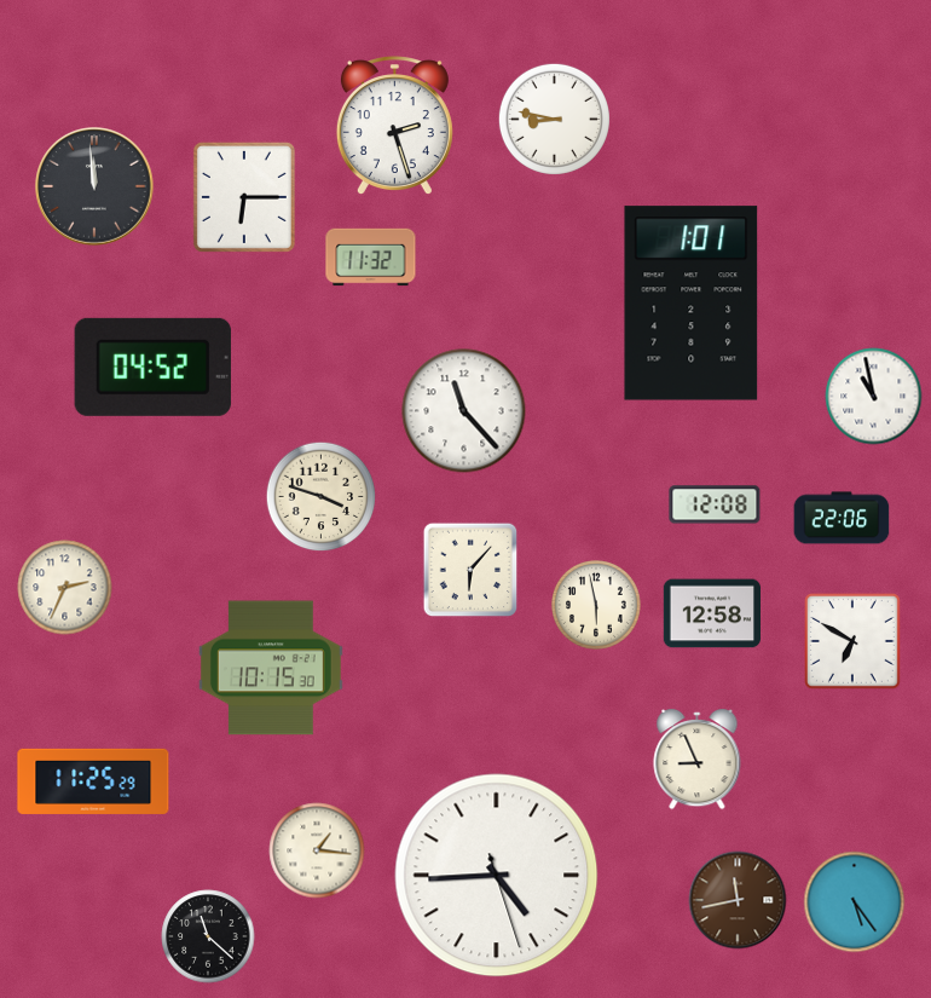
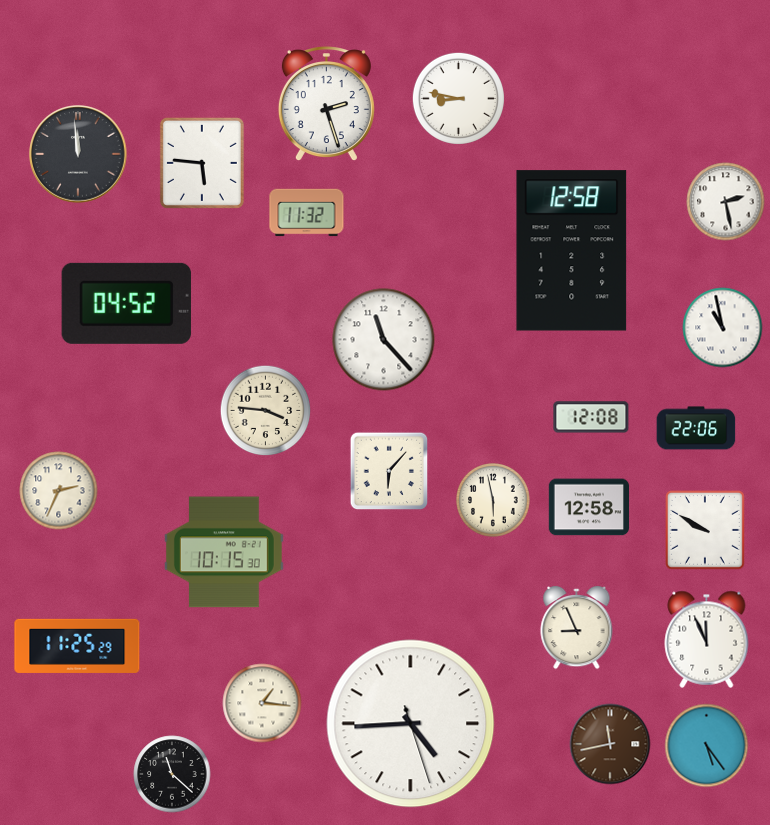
clock at (244, 197): 6:15 -> 5:46
clock at (726, 202): none -> 2:28
clock at (692, 304): 1:01 -> 12:58
clock at (322, 497): 3:48 -> 3:46
clock at (65, 588) position: (65, 588) -> (59, 491)
clock at (854, 642): 6:50 -> 9:50
clock at (707, 639): none -> 11:56
